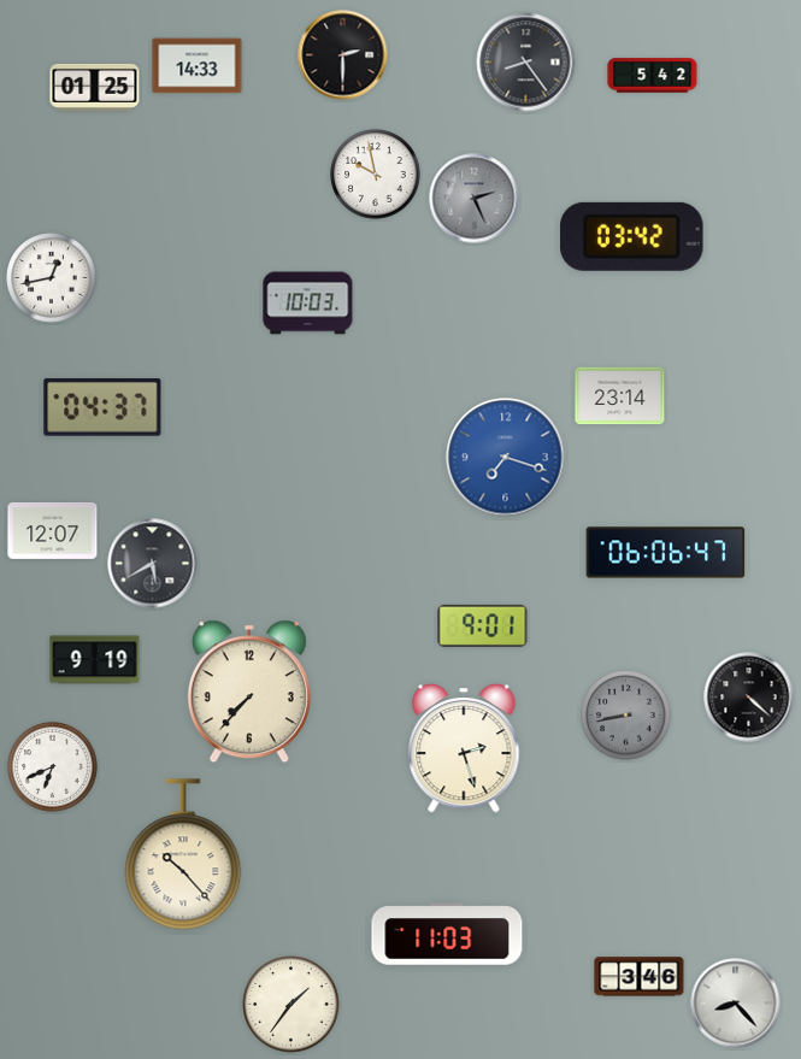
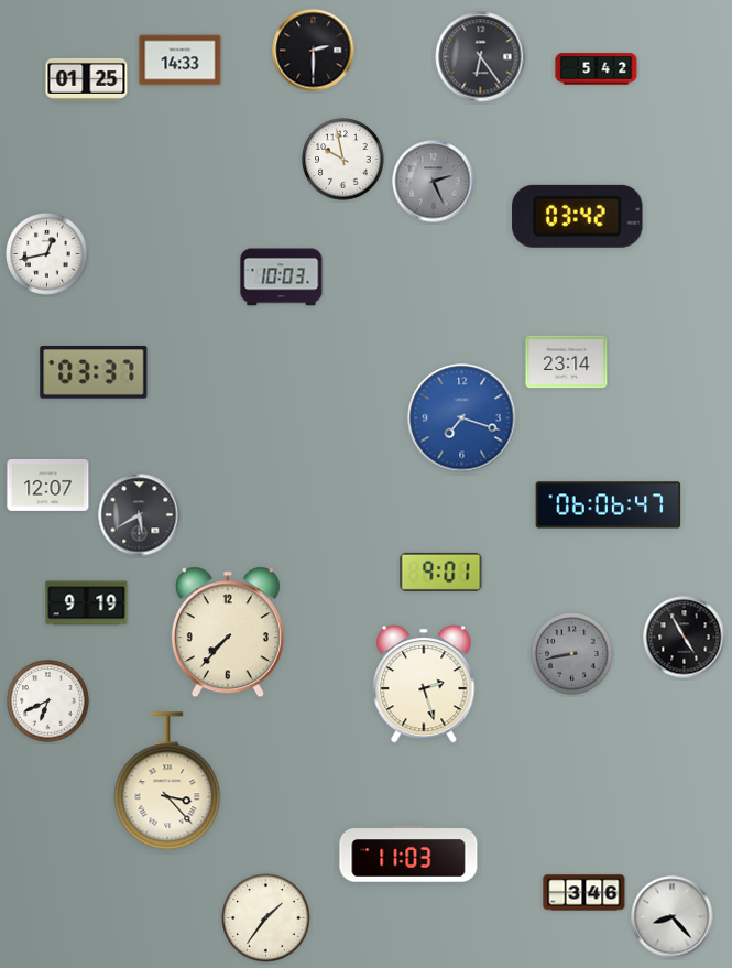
clock at (526, 63): 8:24 -> 6:24
clock at (102, 408): 04:37 -> 03:37
clock at (749, 698): 4:22 -> 4:55
clock at (183, 855): 10:23 -> 3:23
